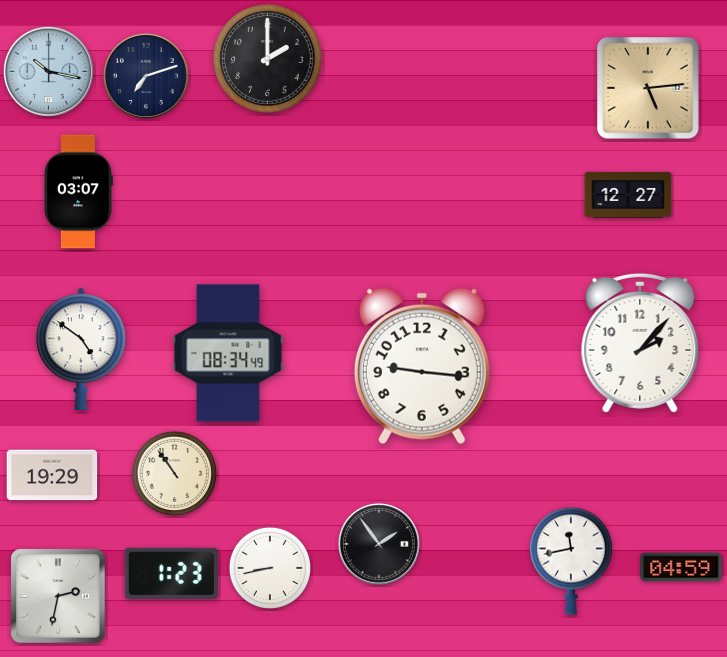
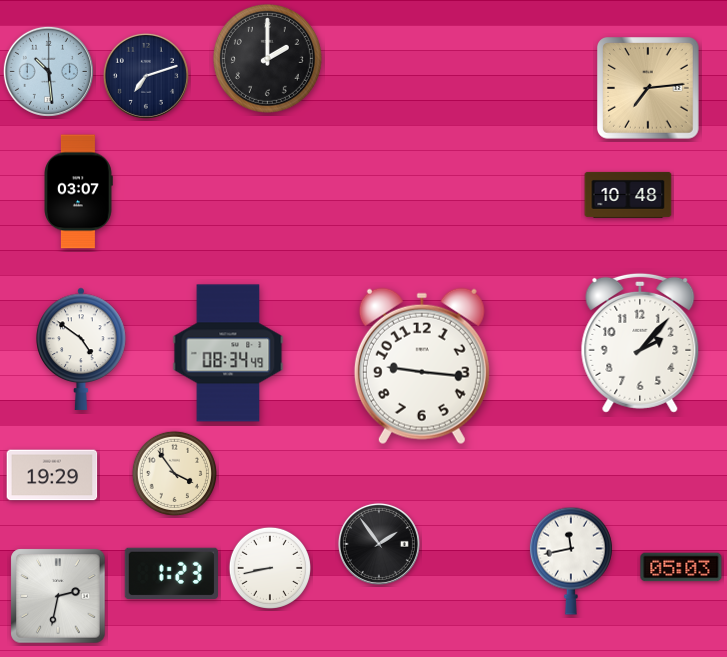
clock at (48, 71): 10:17 -> 10:29
clock at (649, 89): 5:14 -> 7:14
clock at (628, 195): 12:27 -> 10:48
clock at (174, 473): 10:54 -> 3:54
clock at (681, 567): 04:59 -> 05:03
